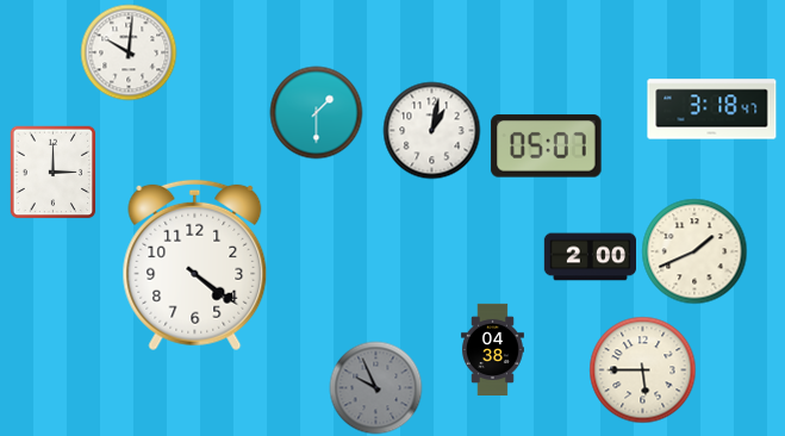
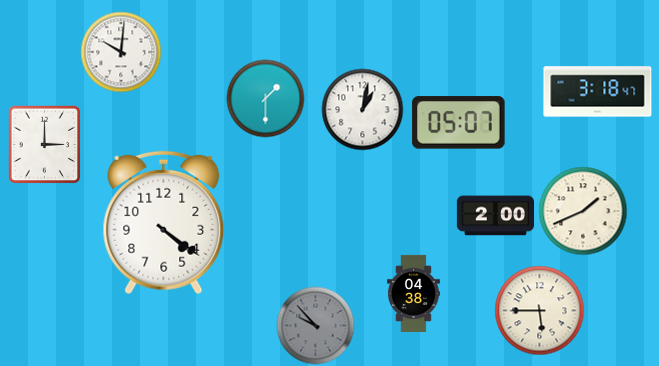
clock at (129, 52) position: (129, 52) -> (121, 52)
clock at (316, 112) position: (316, 112) -> (265, 98)
clock at (375, 387): 9:56 -> 9:53
